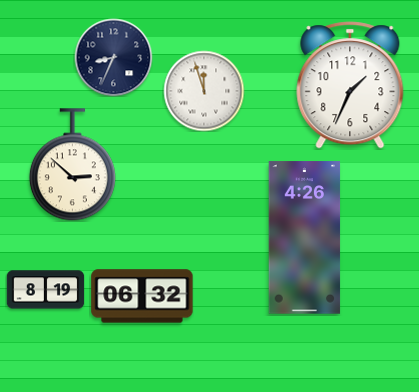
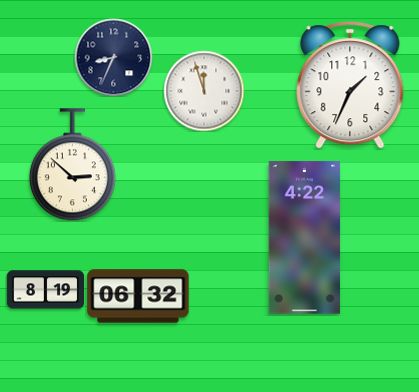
clock at (305, 238): 4:26 -> 4:22
clock at (142, 296) position: (142, 296) -> (138, 296)
